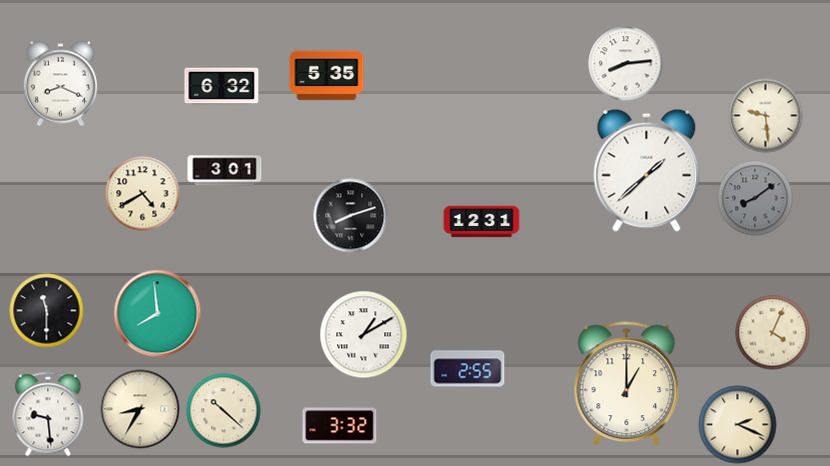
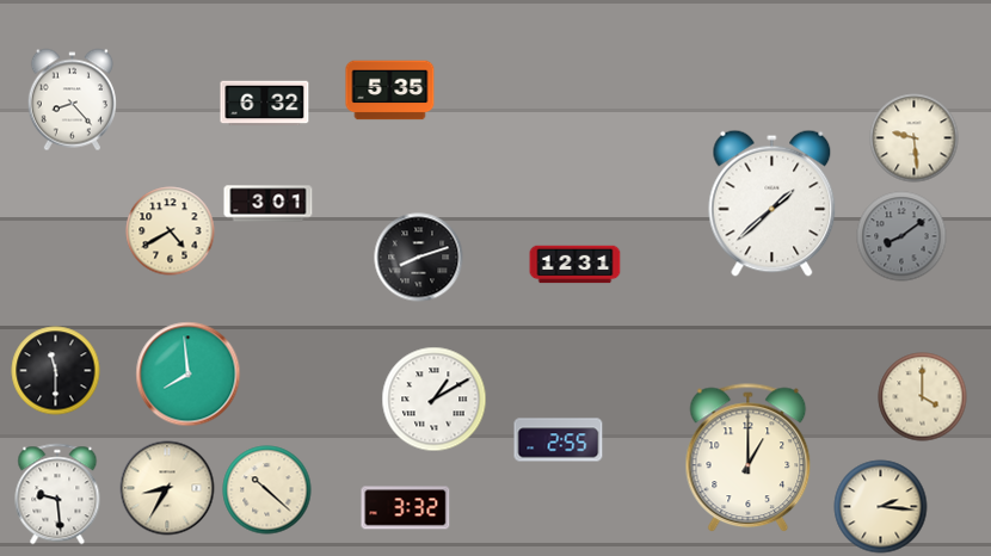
clock at (626, 64): 8:14 -> none
clock at (60, 84): 8:19 -> 8:23
clock at (773, 333): 4:04 -> 4:00
clock at (738, 425): 2:19 -> 2:16
